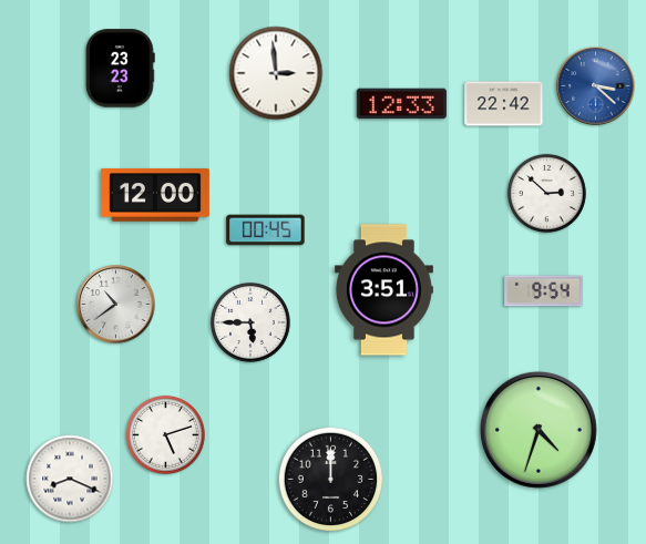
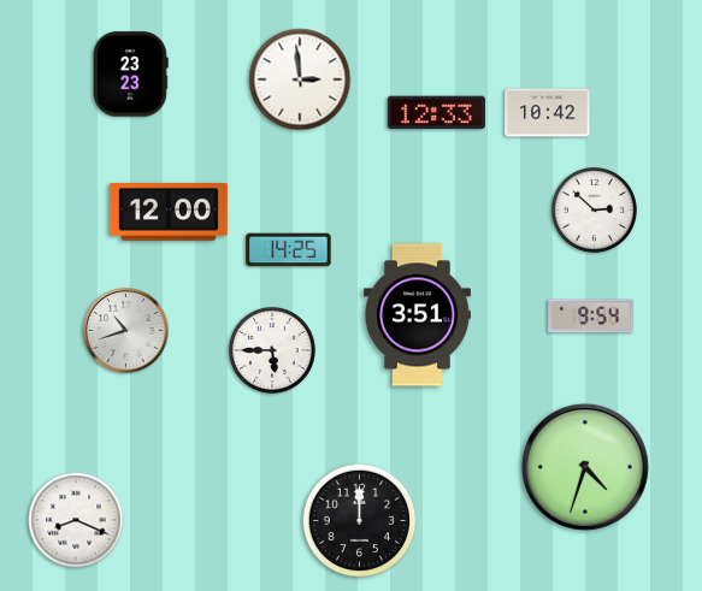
clock at (596, 86): 3:22 -> none
clock at (504, 104): 22:42 -> 10:42
clock at (266, 230): 00:45 -> 14:25
clock at (116, 305): 10:39 -> 10:42
clock at (165, 434): 5:12 -> none
